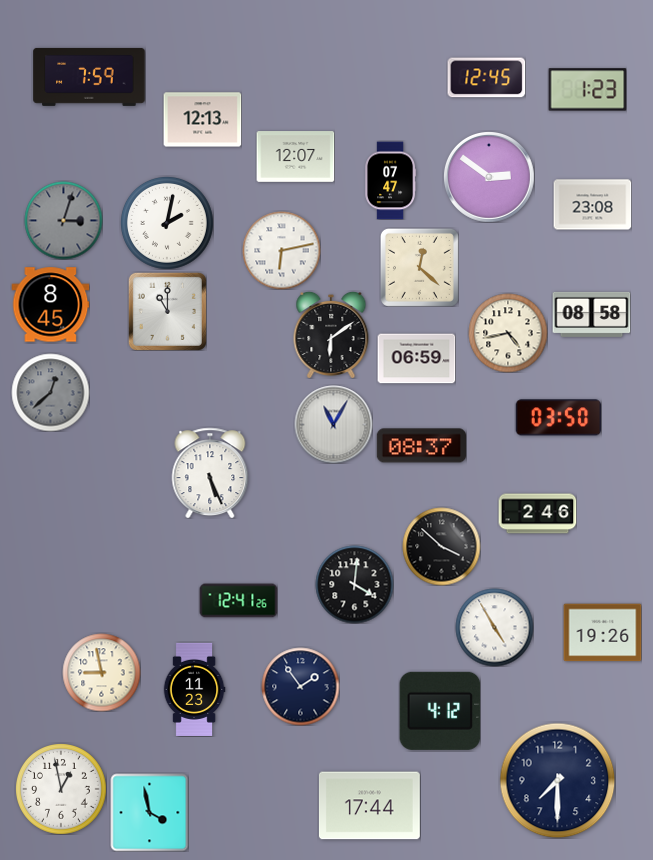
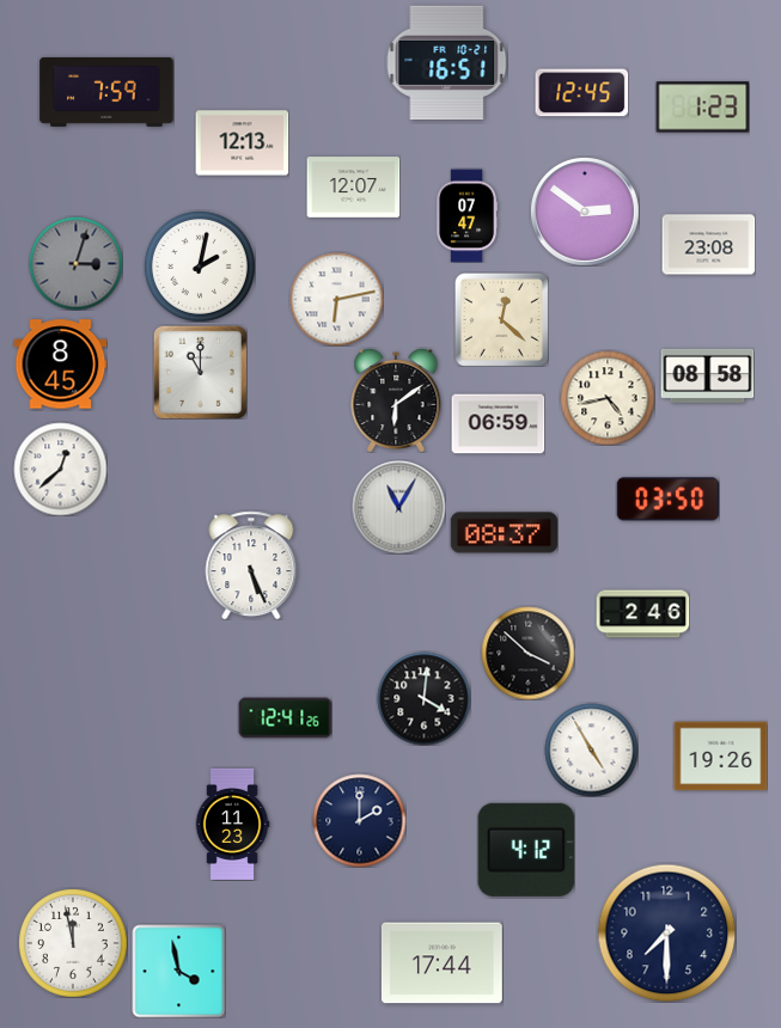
clock at (446, 62): none -> 16:51
clock at (416, 359) position: (416, 359) -> (498, 424)
clock at (50, 392) dial: grey -> white
clock at (101, 672): 8:58 -> none
clock at (300, 686): 1:54 -> 2:00
clock at (61, 789): 12:58 -> 11:58
